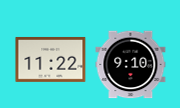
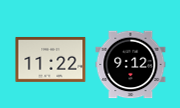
clock at (131, 65): 9:10 -> 9:12
